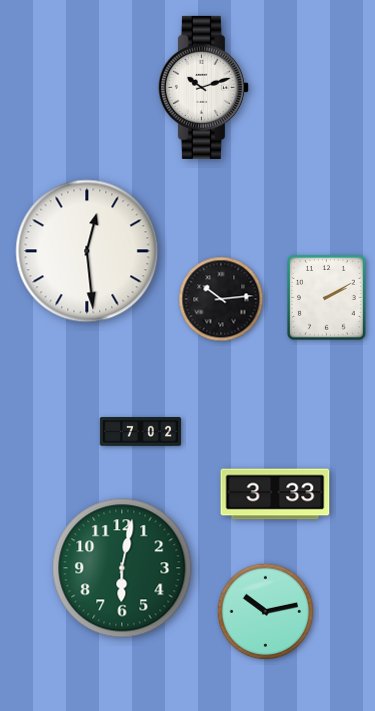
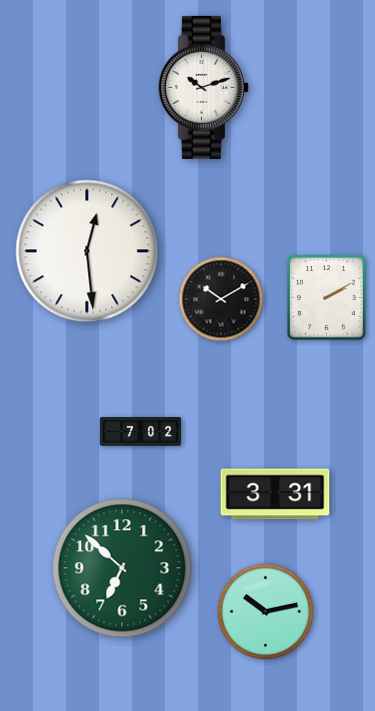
clock at (221, 299): 10:14 -> 10:10
clock at (275, 494): 3:33 -> 3:31
clock at (122, 568): 6:02 -> 6:52
